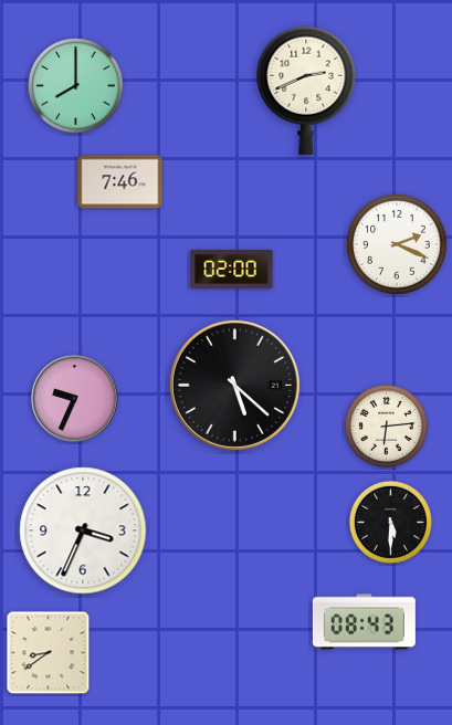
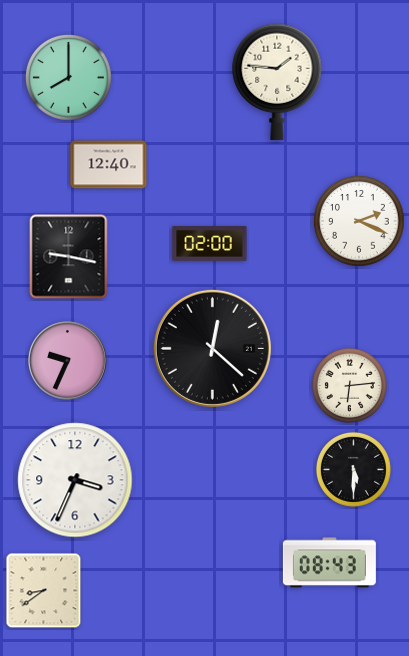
clock at (306, 91): 2:41 -> 1:46
clock at (120, 182): 7:46 -> 12:40
clock at (69, 257): none -> 9:17
clock at (234, 385): 5:22 -> 12:22
clock at (390, 522) position: (390, 522) -> (353, 469)
